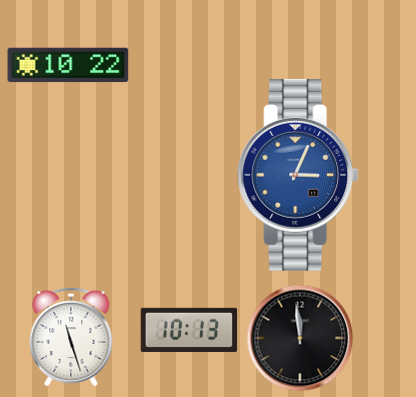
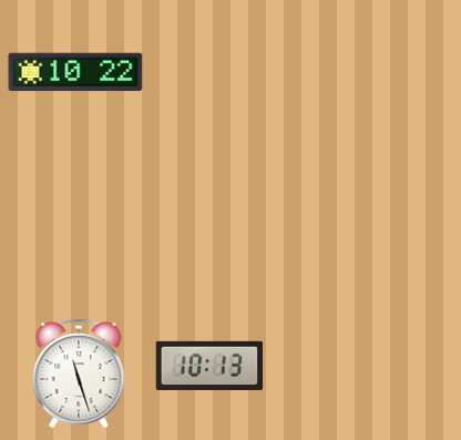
clock at (298, 175): 3:04 -> none
clock at (300, 338): 11:59 -> none
